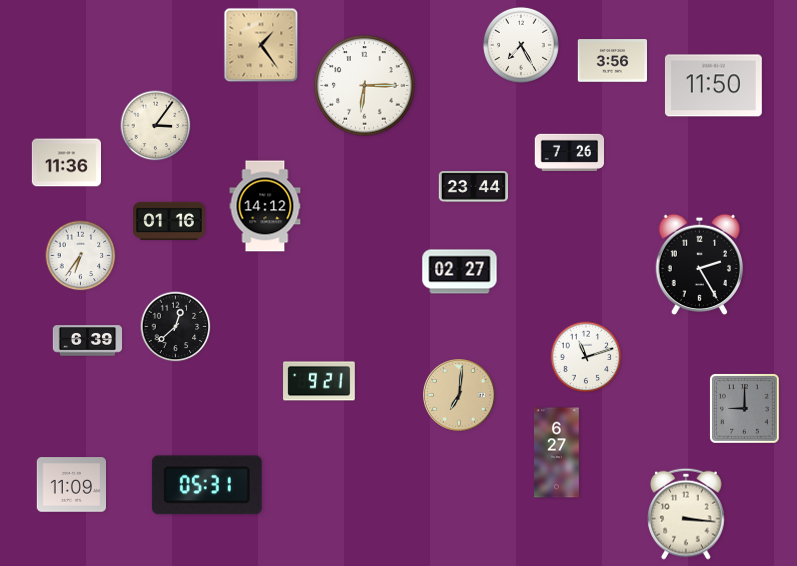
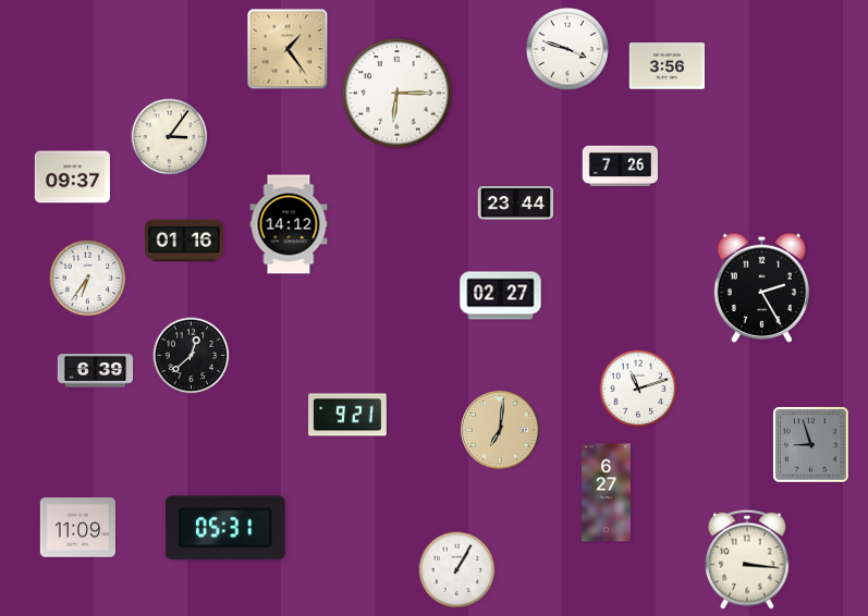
clock at (261, 45) position: (261, 45) -> (288, 49)
clock at (521, 45): 7:25 -> 3:48
clock at (713, 86): 11:50 -> none
clock at (66, 163): 11:36 -> 09:37
clock at (745, 409): 9:00 -> 8:57
clock at (457, 570): none -> 1:05
